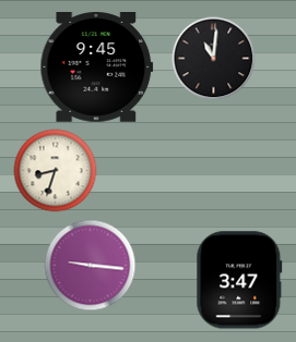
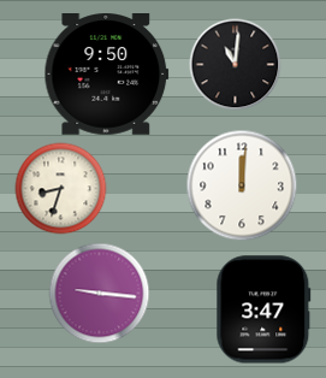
clock at (97, 68): 9:45 -> 9:50
clock at (242, 185): none -> 12:01
